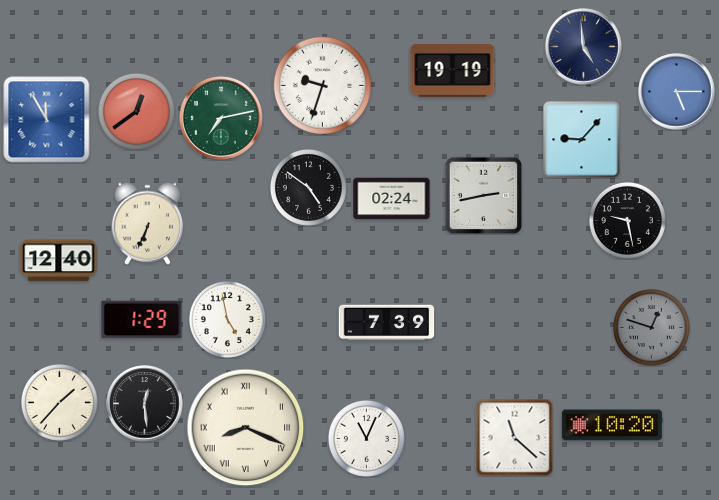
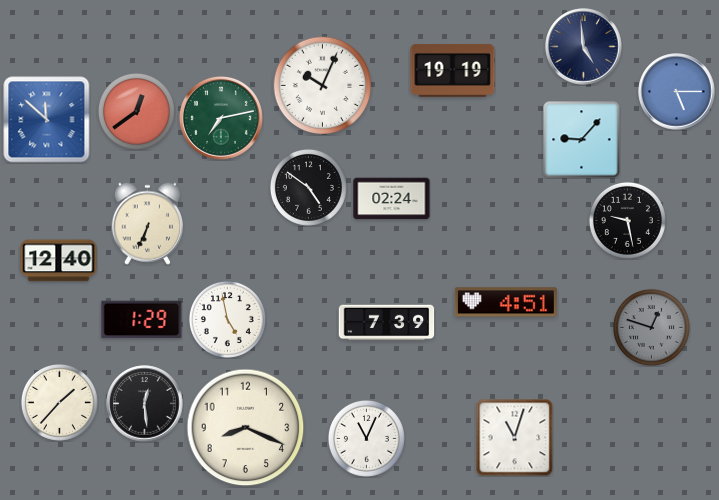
clock at (322, 85): 9:33 -> 10:04
clock at (47, 120): 11:55 -> 11:52
clock at (483, 195): 2:43 -> none
clock at (506, 302): none -> 4:51
clock at (612, 425): 10:20 -> none
clock at (246, 428) numerals: Roman -> Arabic
clock at (514, 437): 11:22 -> 11:03
